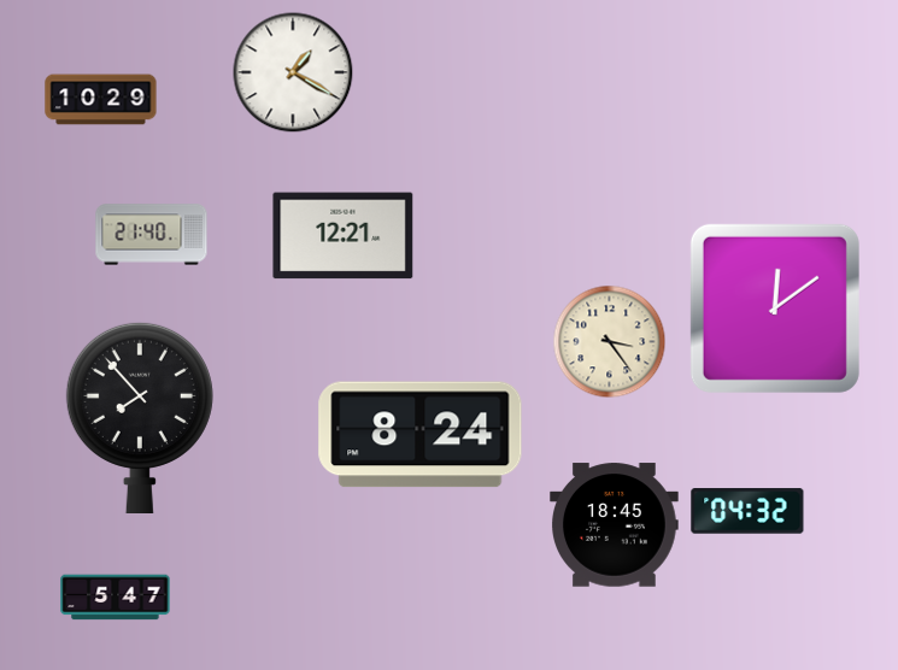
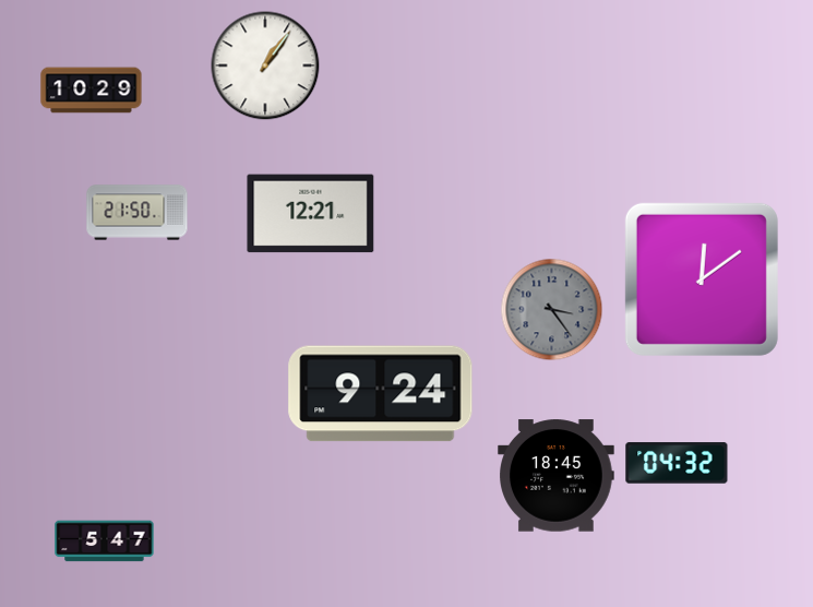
clock at (293, 72): 1:20 -> 1:06
clock at (152, 235): 21:40 -> 21:50
clock at (610, 342) dial: cream -> grey
clock at (140, 417): 7:53 -> none
clock at (421, 435): 8:24 -> 9:24
